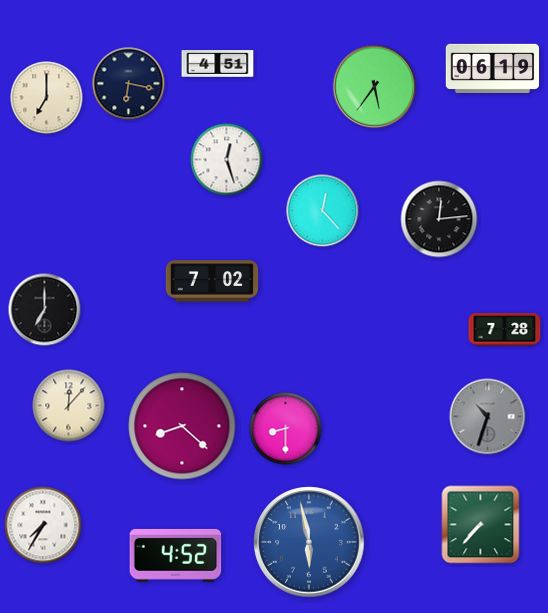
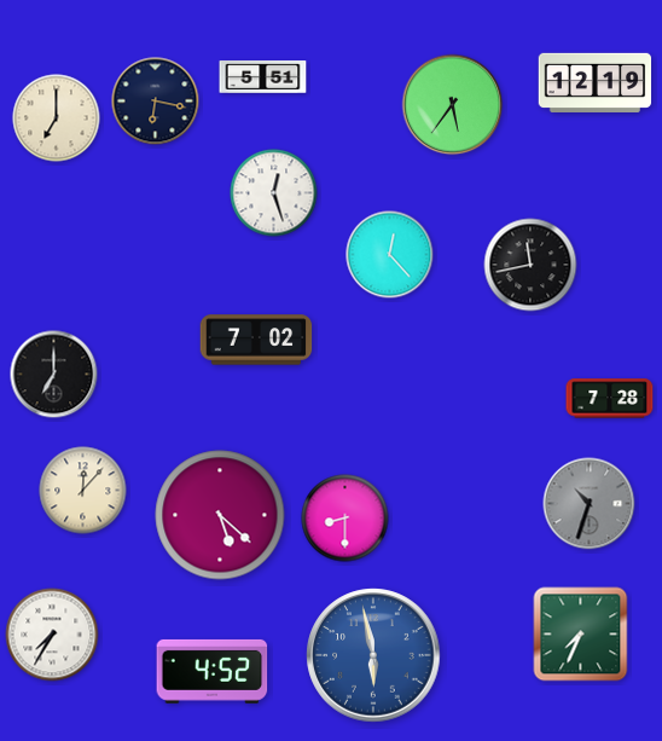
clock at (218, 64): 4:51 -> 5:51
clock at (493, 68): 06:19 -> 12:19
clock at (439, 219): 12:14 -> 11:43
clock at (182, 426): 8:22 -> 5:22
clock at (481, 525): 7:37 -> 7:34
